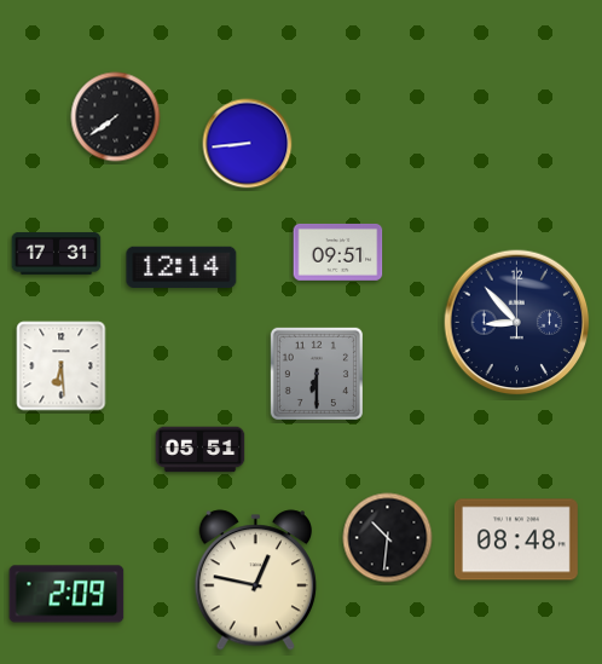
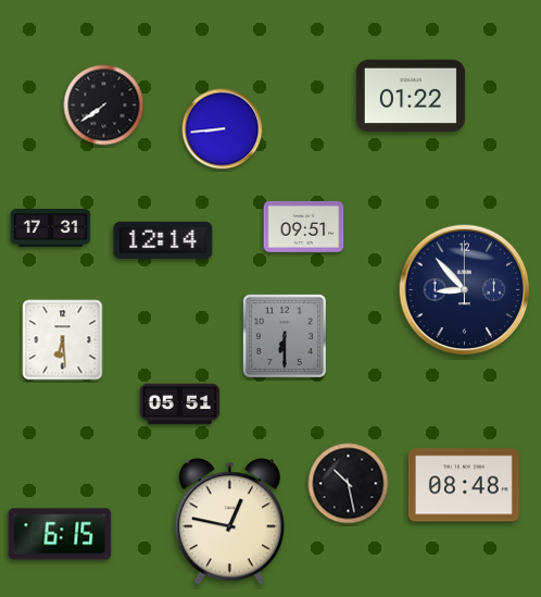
clock at (411, 95): none -> 01:22
clock at (62, 366) position: (62, 366) -> (63, 340)
clock at (388, 538): 10:31 -> 10:28
clock at (66, 594): 2:09 -> 6:15
